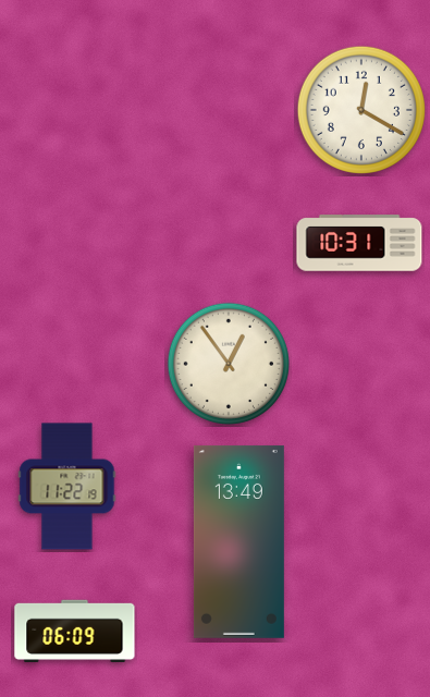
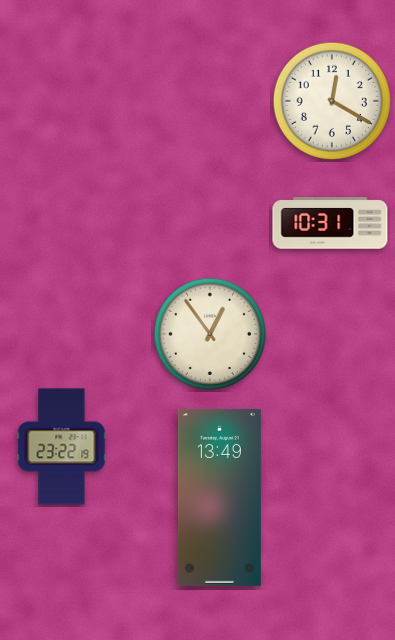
clock at (67, 487): 11:22 -> 23:22
clock at (75, 632): 06:09 -> none
